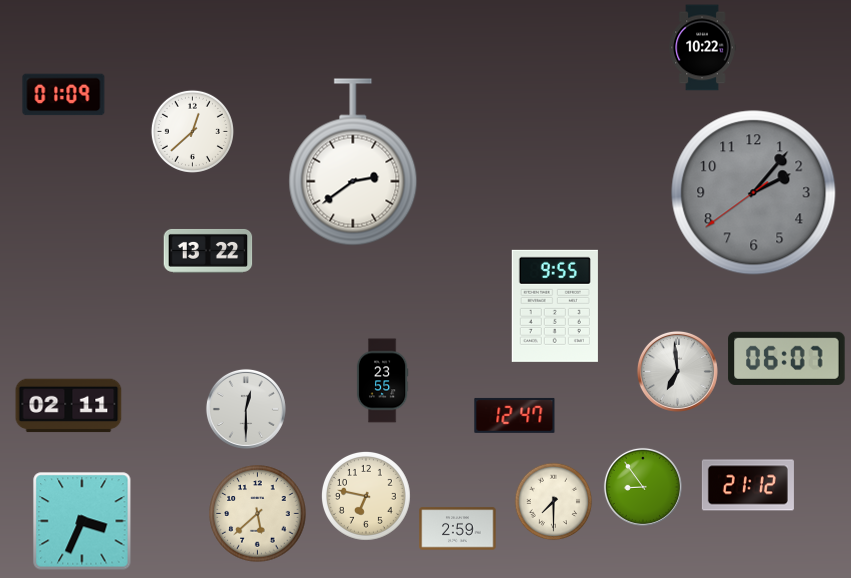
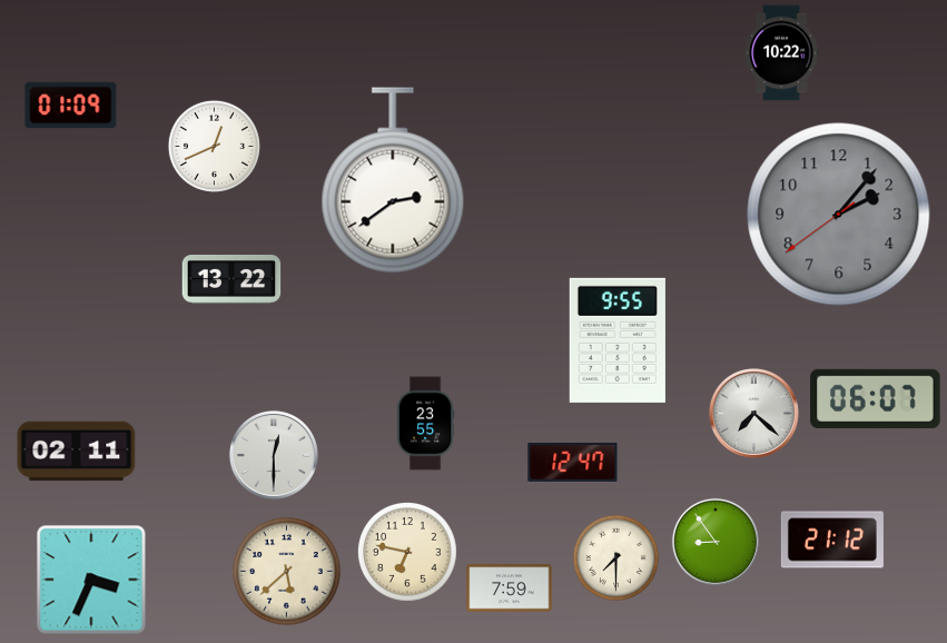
clock at (192, 131): 12:38 -> 12:41
clock at (677, 371): 6:59 -> 7:22
clock at (458, 529): 2:59 -> 7:59
